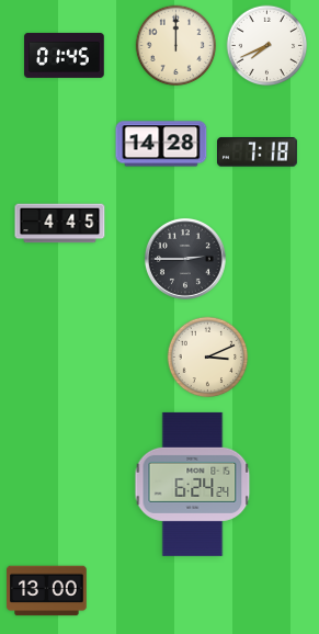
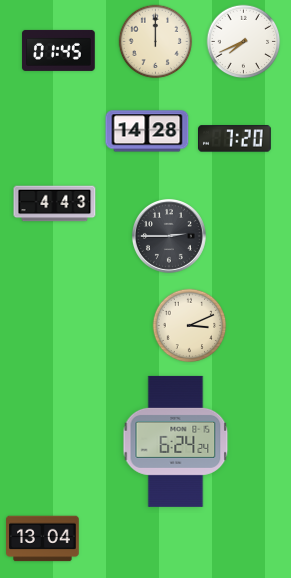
clock at (176, 46) position: (176, 46) -> (156, 42)
clock at (258, 152): 7:18 -> 7:20
clock at (60, 224): 4:45 -> 4:43
clock at (47, 591): 13:00 -> 13:04
